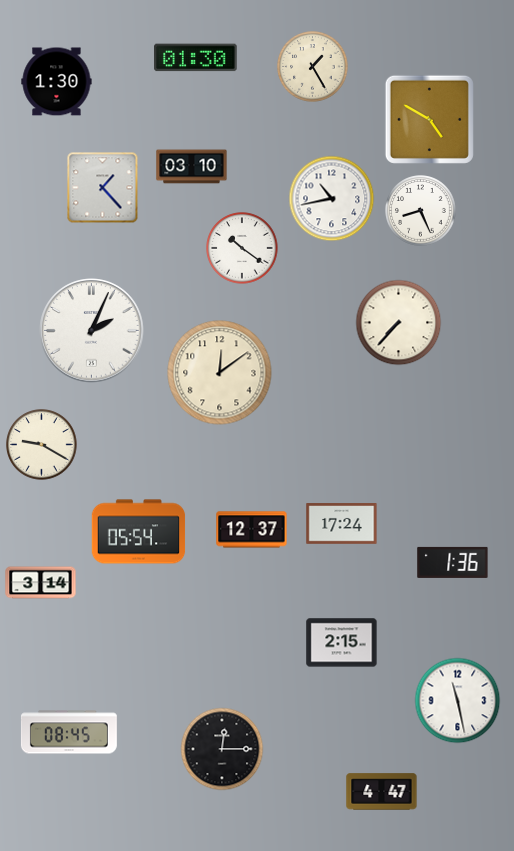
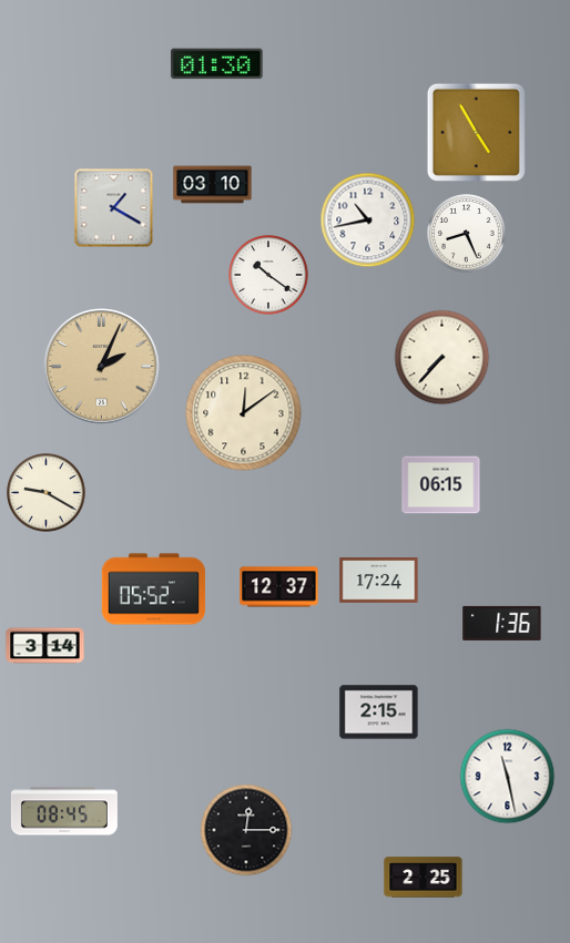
clock at (313, 67): 1:25 -> none
clock at (57, 82): 1:30 -> none
clock at (429, 119): 4:50 -> 4:55
clock at (103, 188): 1:23 -> 1:20
clock at (92, 331) dial: white -> champagne
clock at (441, 485): none -> 06:15
clock at (139, 532): 05:54 -> 05:52
clock at (69, 732) position: (69, 732) -> (64, 811)
clock at (382, 792): 4:47 -> 2:25
